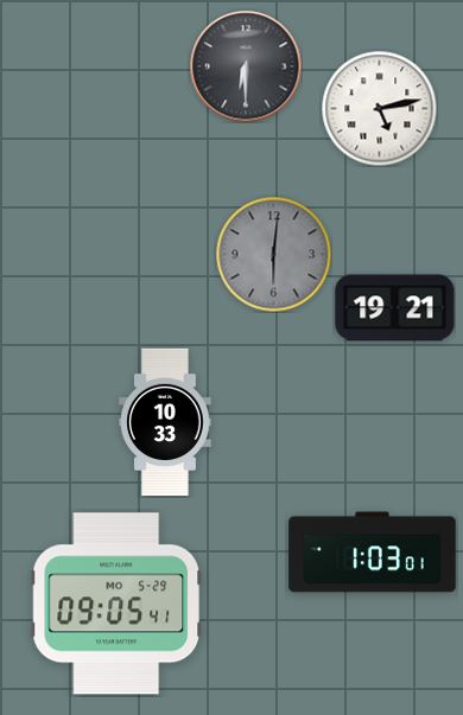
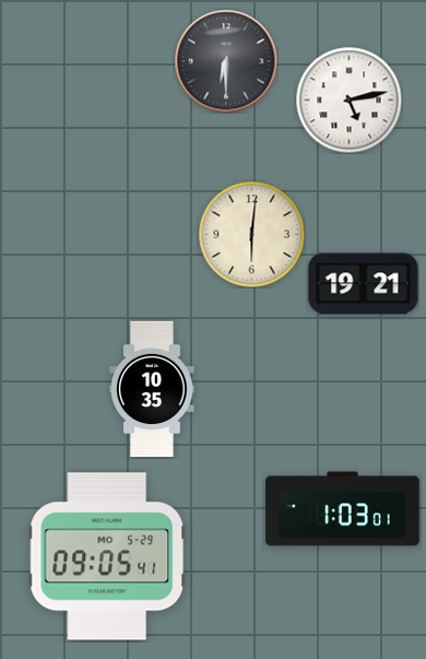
clock at (273, 254) dial: grey -> cream
clock at (165, 422): 10:33 -> 10:35
